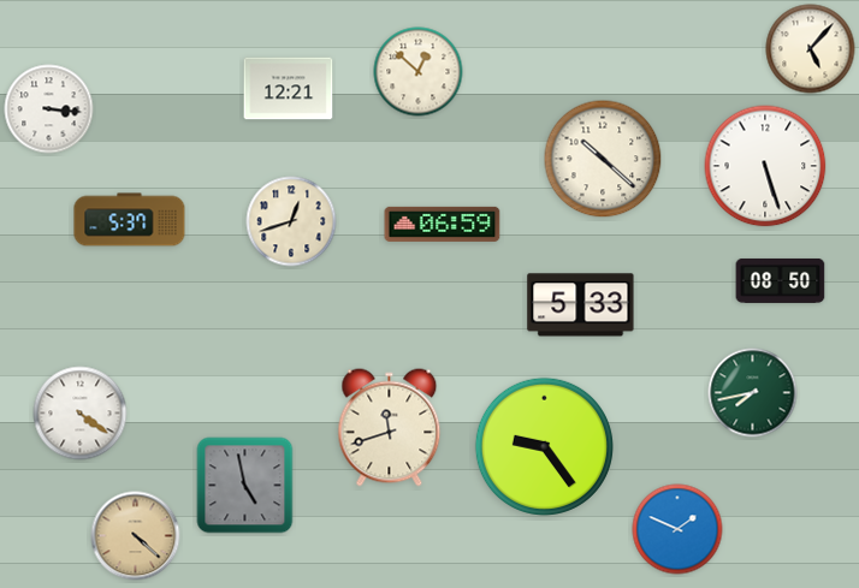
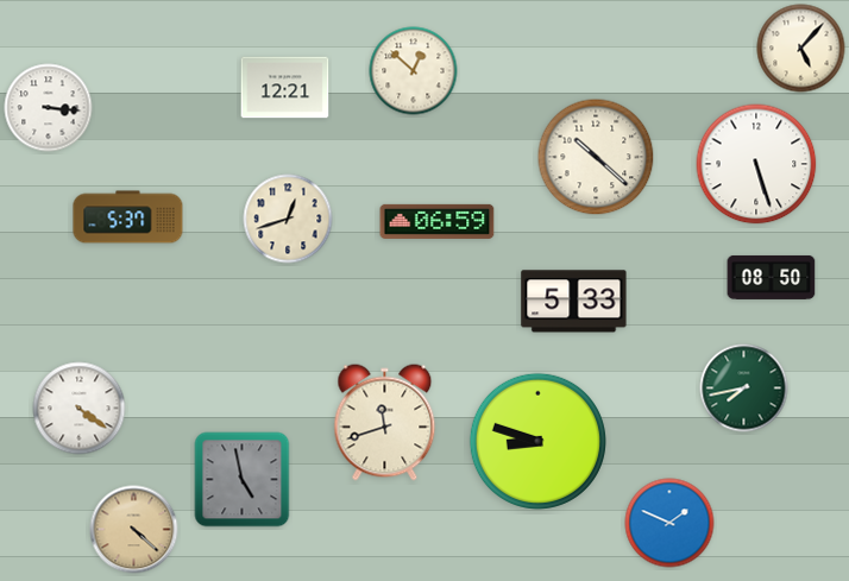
clock at (544, 446): 9:24 -> 8:48
